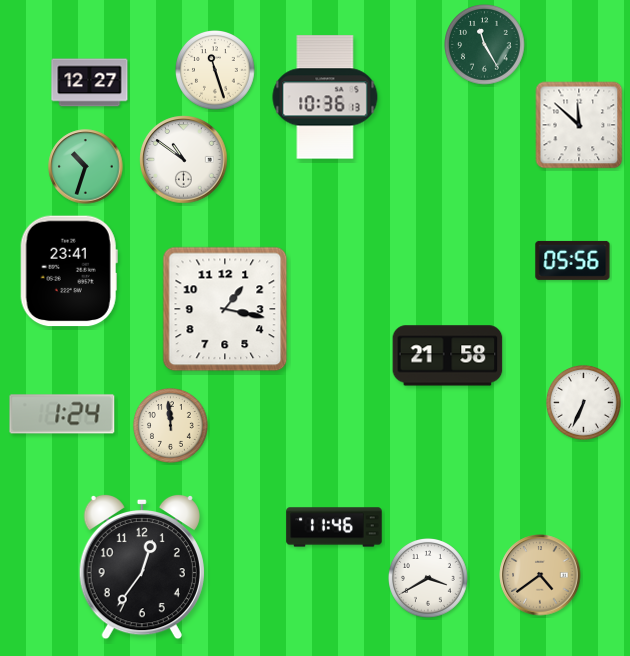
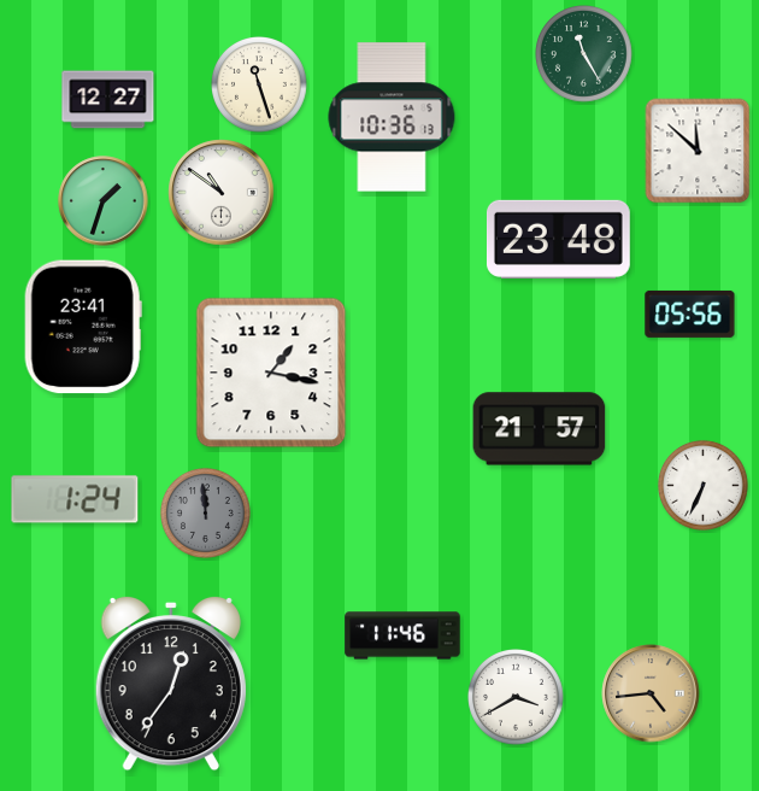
clock at (86, 167): 10:33 -> 1:33
clock at (558, 239): none -> 23:48
clock at (448, 356): 21:58 -> 21:57
clock at (170, 425) dial: cream -> grey
clock at (540, 575): 4:39 -> 4:44
